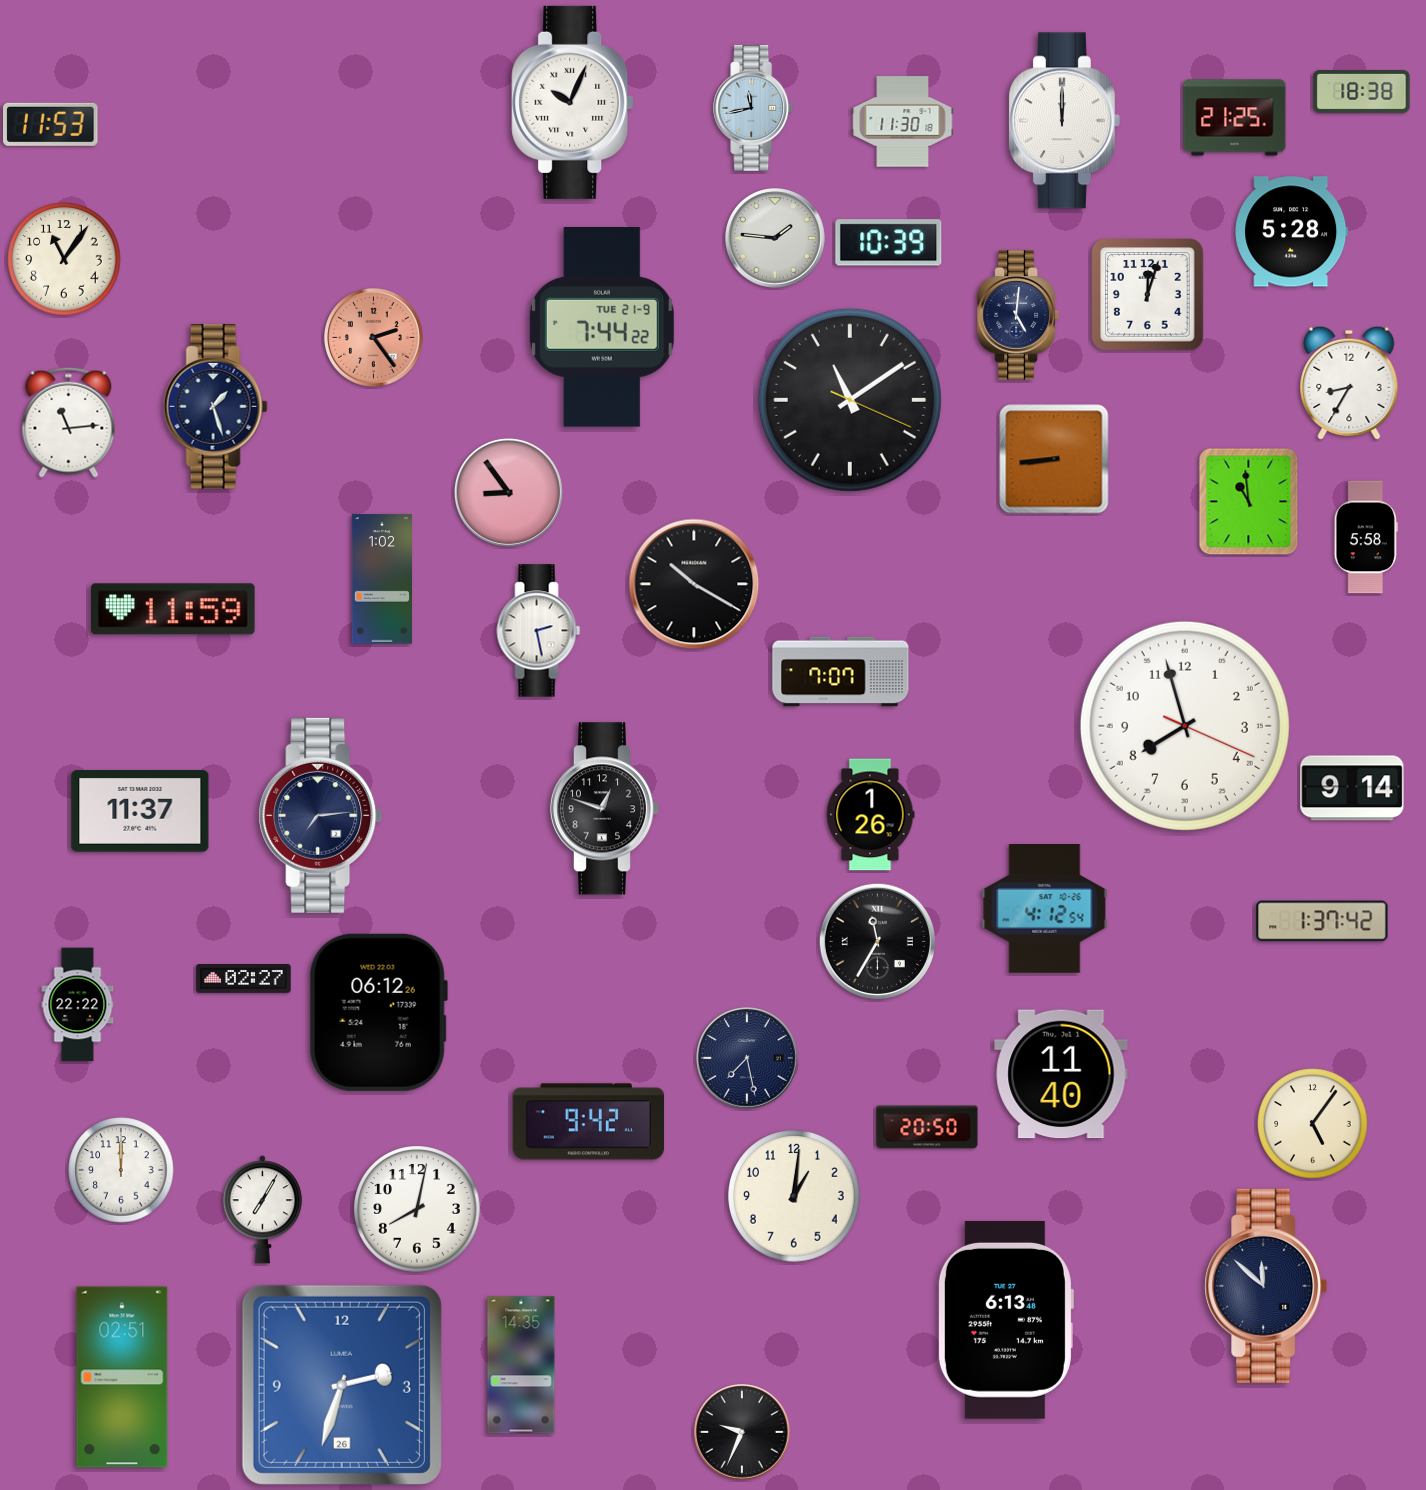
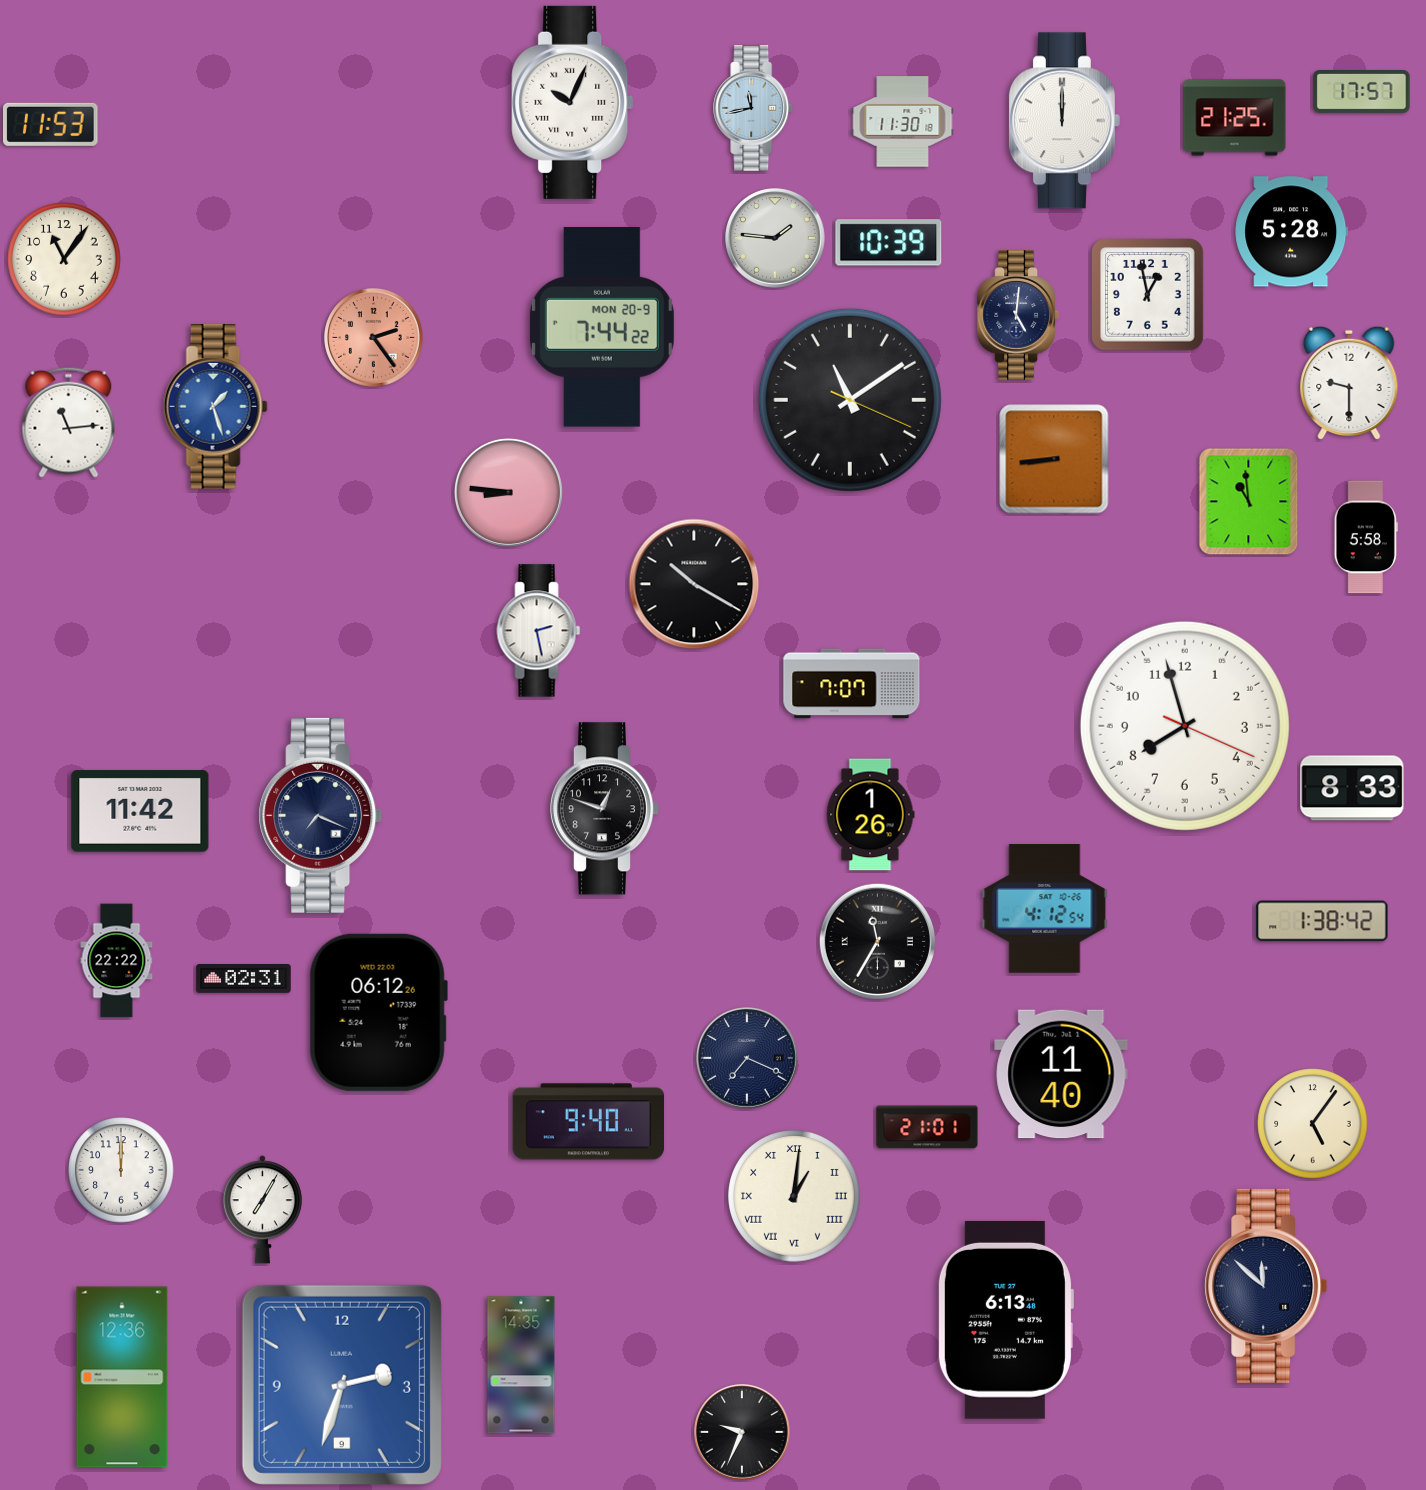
clock at (1362, 92): 18:38 -> 17:57
clock at (1148, 295): 12:03 -> 12:58
clock at (602, 328) date: TUE 21-9 -> MON 20-9
clock at (1349, 383): 8:35 -> 9:30
clock at (215, 407) dial: navy -> blue
clock at (508, 492): 8:54 -> 8:46
clock at (381, 579): 1:02 -> none
clock at (173, 609): 11:59 -> none
clock at (841, 672) position: (841, 672) -> (852, 684)
clock at (1352, 788): 9:14 -> 8:33
clock at (140, 811): 11:37 -> 11:42
clock at (321, 815): 7:14 -> 7:19
clock at (1322, 921): 1:37 -> 1:38
clock at (244, 979): 02:27 -> 02:31
clock at (78, 1005) position: (78, 1005) -> (117, 961)
clock at (748, 1059): 7:28 -> 7:19
clock at (589, 1122): 9:42 -> 9:40
clock at (927, 1127): 20:50 -> 21:01
clock at (794, 1196) numerals: Arabic -> Roman
clock at (417, 1209): 8:02 -> none
clock at (122, 1377): 02:51 -> 12:36
clock at (342, 1385) date: 26 -> 9
